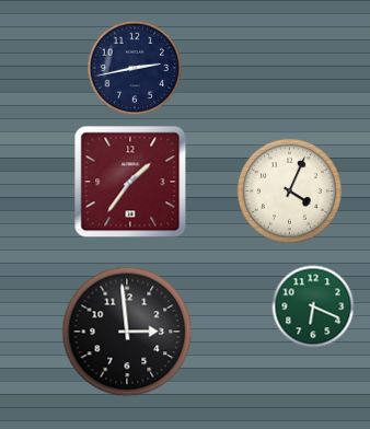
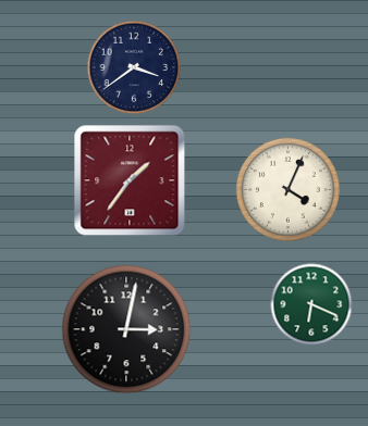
clock at (135, 68): 2:43 -> 3:39
clock at (127, 332): 2:59 -> 3:02
